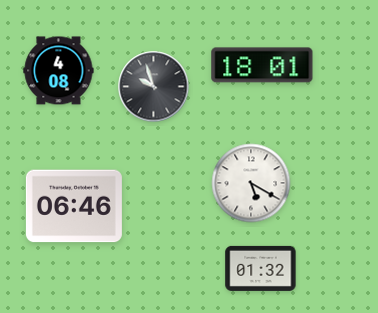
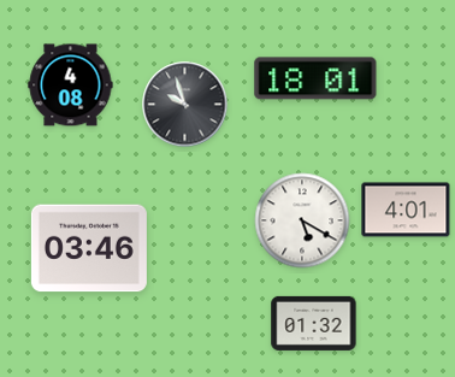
clock at (406, 210): none -> 4:01
clock at (74, 206): 06:46 -> 03:46
